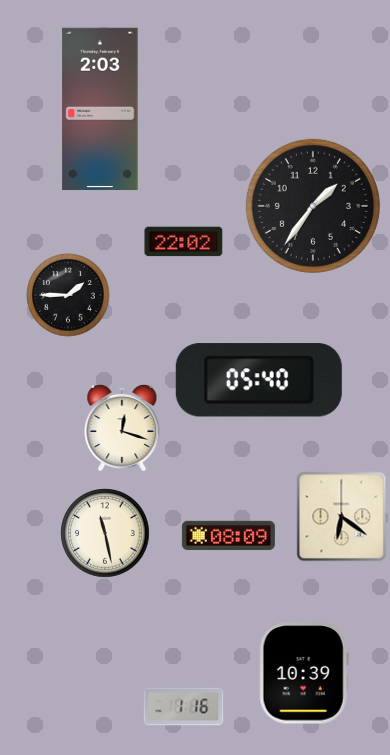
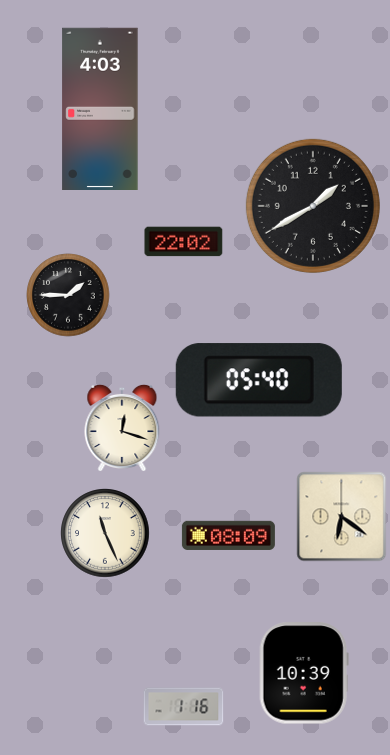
clock at (100, 108): 2:03 -> 4:03
clock at (313, 206): 1:36 -> 1:40
clock at (105, 533): 11:28 -> 11:26
